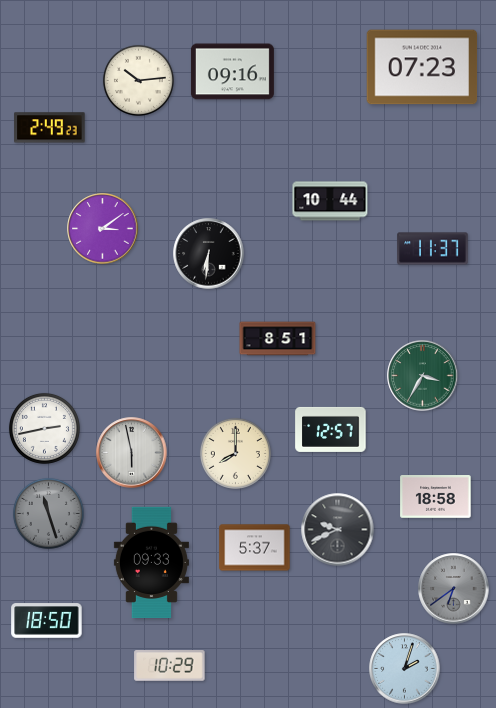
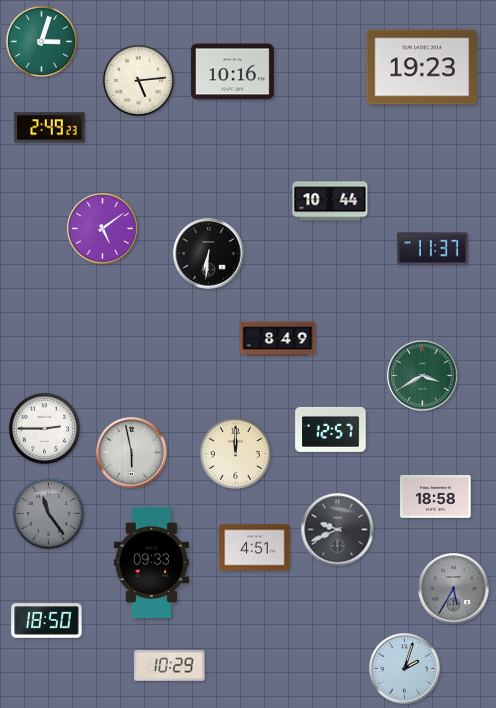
clock at (41, 41): none -> 3:03
clock at (422, 67): 07:23 -> 19:23
clock at (232, 72): 09:16 -> 10:16
clock at (138, 80): 10:14 -> 5:14
clock at (103, 229): 3:09 -> 5:09
clock at (278, 339): 8:51 -> 8:49
clock at (423, 376): 3:35 -> 3:40
clock at (44, 428): 2:43 -> 2:45
clock at (235, 453): 8:00 -> 12:00
clock at (48, 513): 11:27 -> 11:24
clock at (255, 548): 5:37 -> 4:51
clock at (454, 589): 6:39 -> 5:35
